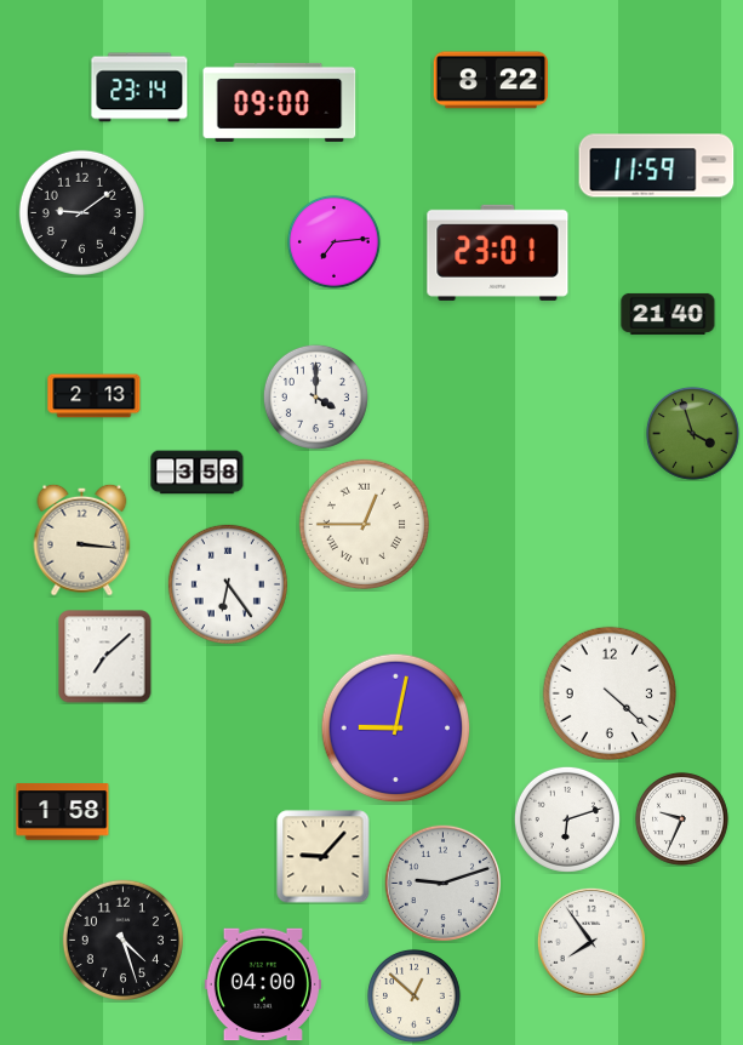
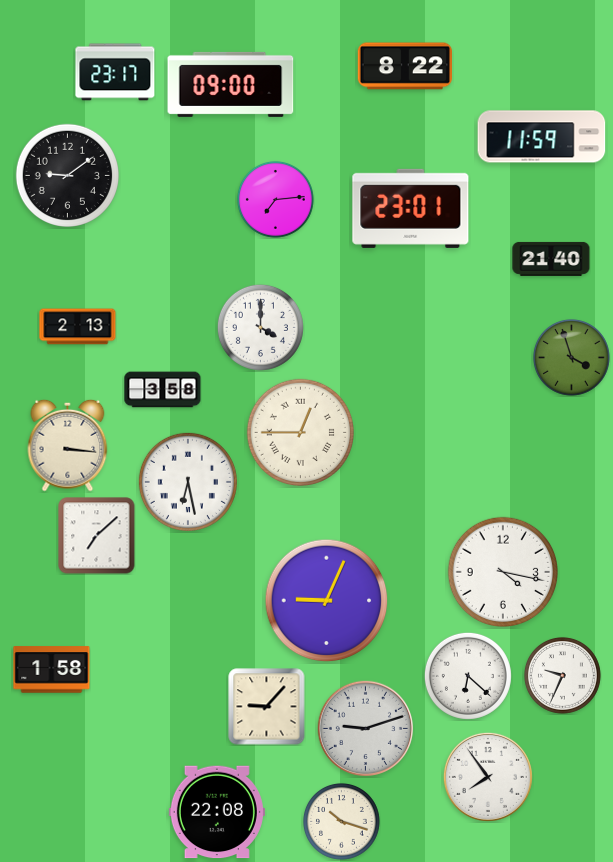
clock at (139, 87): 23:14 -> 23:17
clock at (228, 584): 6:24 -> 6:28
clock at (105, 657) position: (105, 657) -> (97, 536)
clock at (608, 692): 4:22 -> 4:17
clock at (396, 729): 9:02 -> 9:04
clock at (567, 820): 6:12 -> 6:22
clock at (122, 940): 4:27 -> none
clock at (263, 984): 04:00 -> 22:08
clock at (415, 997): 12:52 -> 10:18
